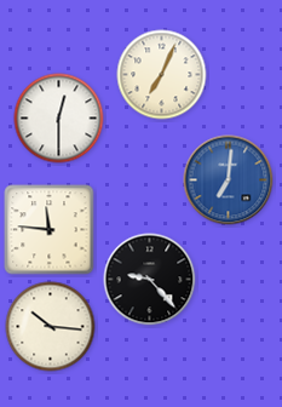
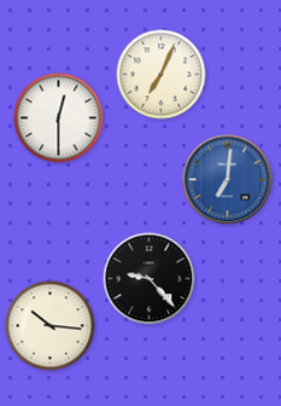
clock at (50, 230): 11:46 -> none
